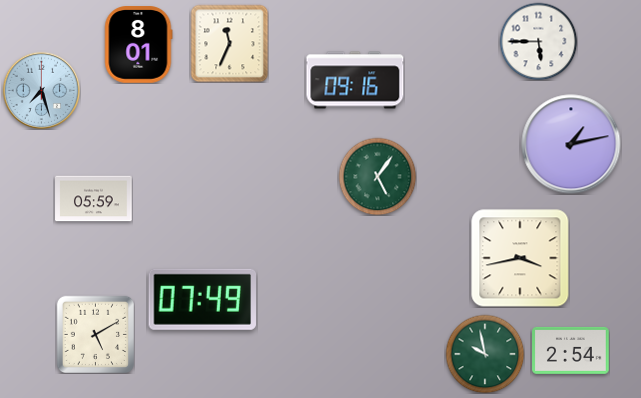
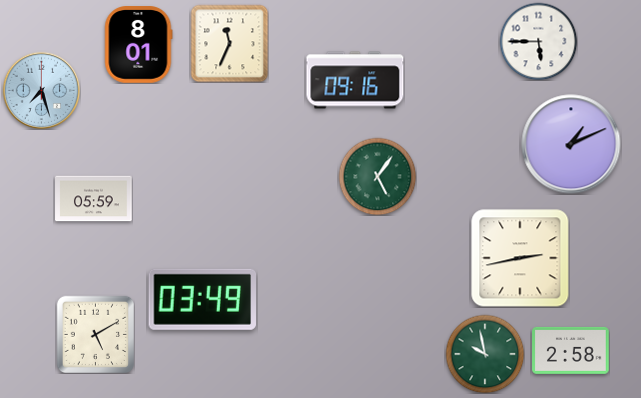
clock at (571, 144): 1:13 -> 1:11
clock at (520, 258): 3:43 -> 2:43
clock at (203, 299): 07:49 -> 03:49
clock at (571, 350): 2:54 -> 2:58
